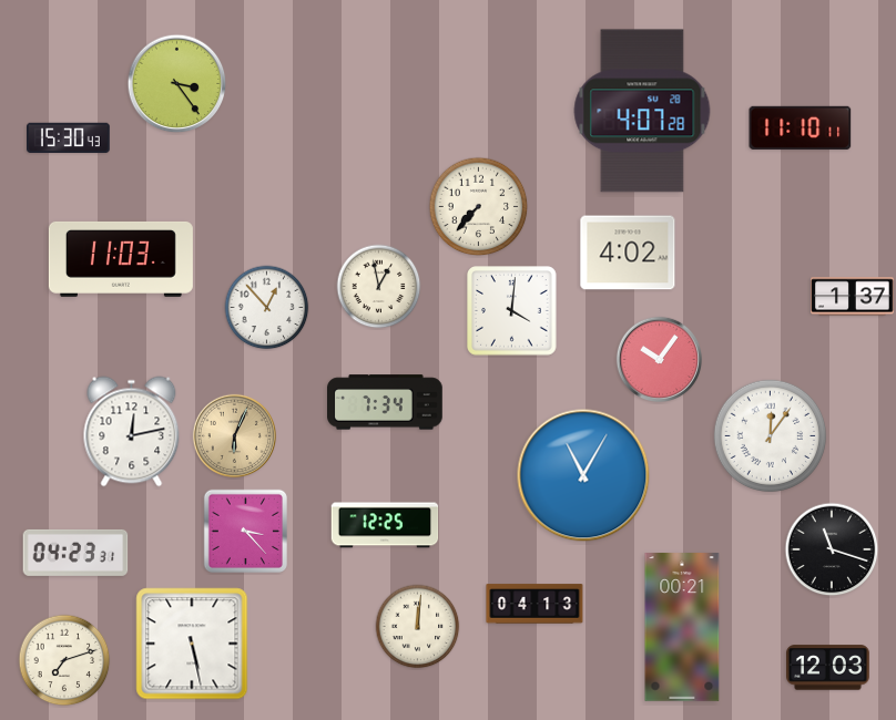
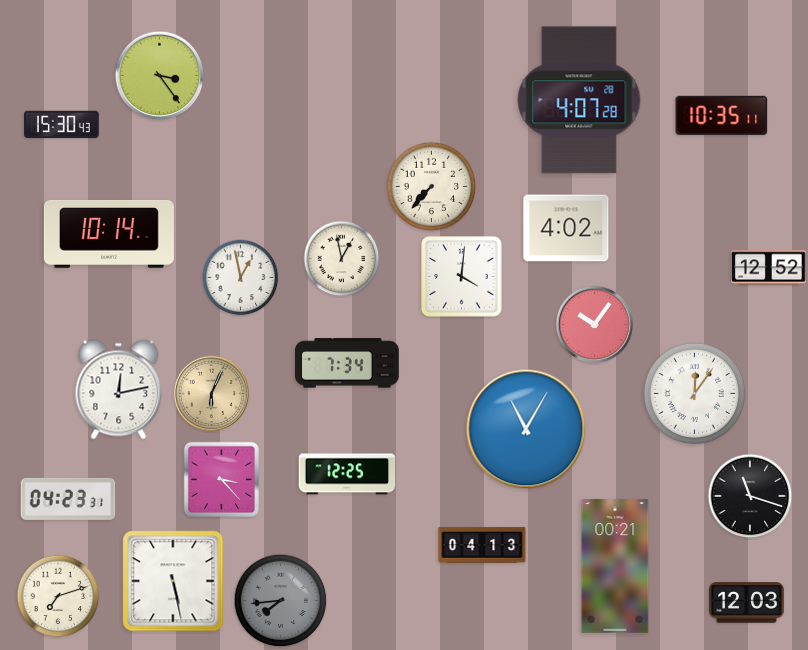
clock at (801, 127): 11:10 -> 10:35
clock at (121, 259): 11:03 -> 10:14
clock at (853, 297): 1:37 -> 12:52
clock at (267, 308): 12:53 -> 12:58
clock at (512, 311) position: (512, 311) -> (462, 277)
clock at (418, 627): 12:01 -> none
clock at (281, 601): none -> 7:44
